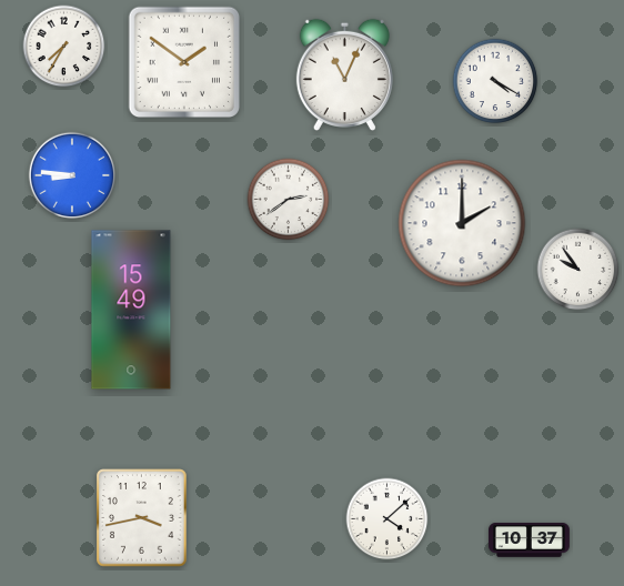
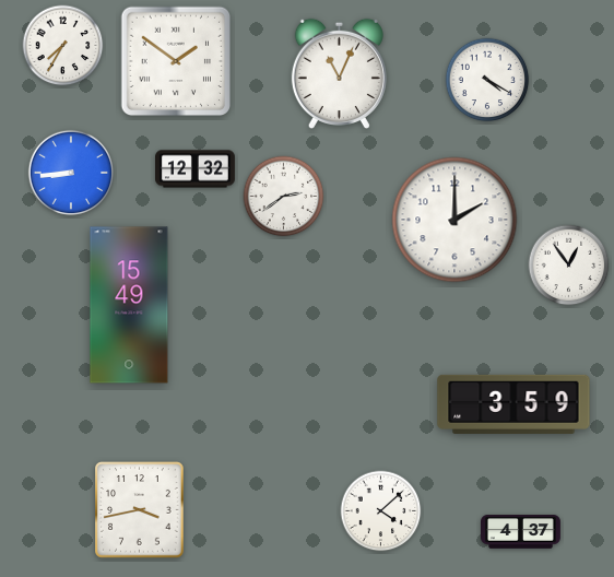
clock at (184, 62) position: (184, 62) -> (176, 61)
clock at (196, 169): none -> 12:32
clock at (72, 175): 8:46 -> 8:44
clock at (578, 270): 9:54 -> 12:54
clock at (513, 404): none -> 3:59
clock at (530, 540): 10:37 -> 4:37
